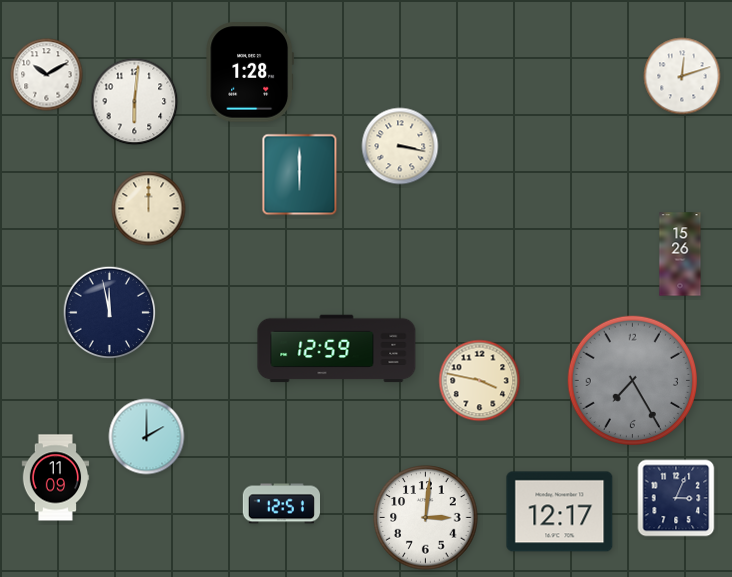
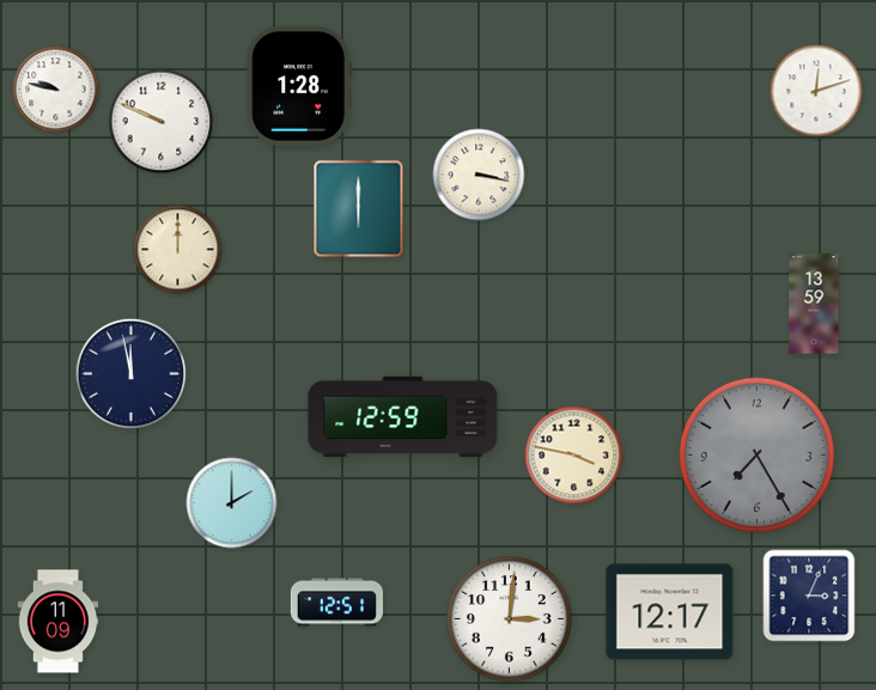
clock at (47, 75): 10:10 -> 9:47
clock at (135, 102): 6:01 -> 9:49
clock at (680, 254): 15:26 -> 13:59
clock at (147, 437) position: (147, 437) -> (232, 503)
clock at (56, 478) position: (56, 478) -> (59, 622)
